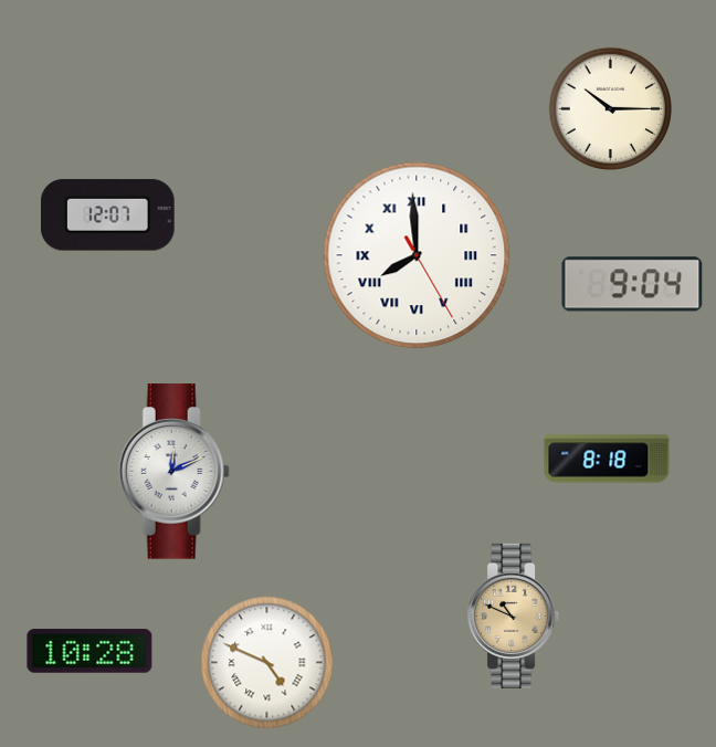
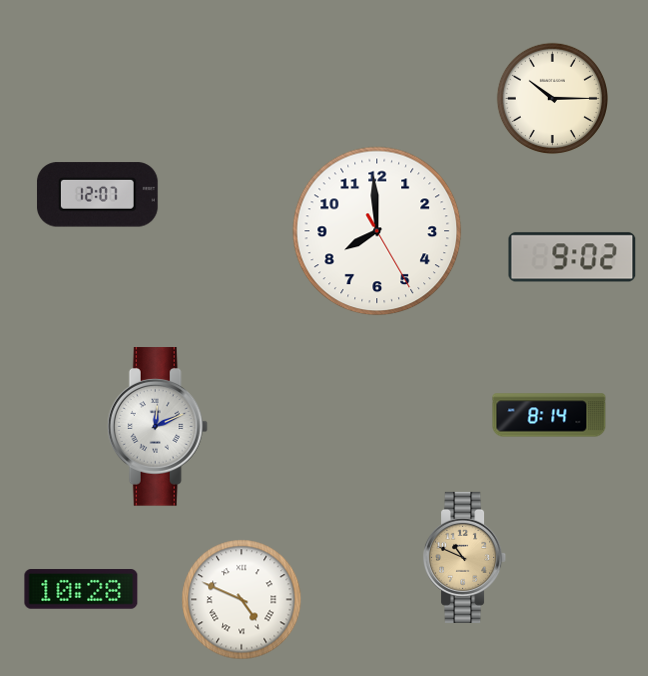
clock at (417, 255) numerals: Roman -> Arabic
clock at (632, 284): 9:04 -> 9:02
clock at (607, 459): 8:18 -> 8:14
